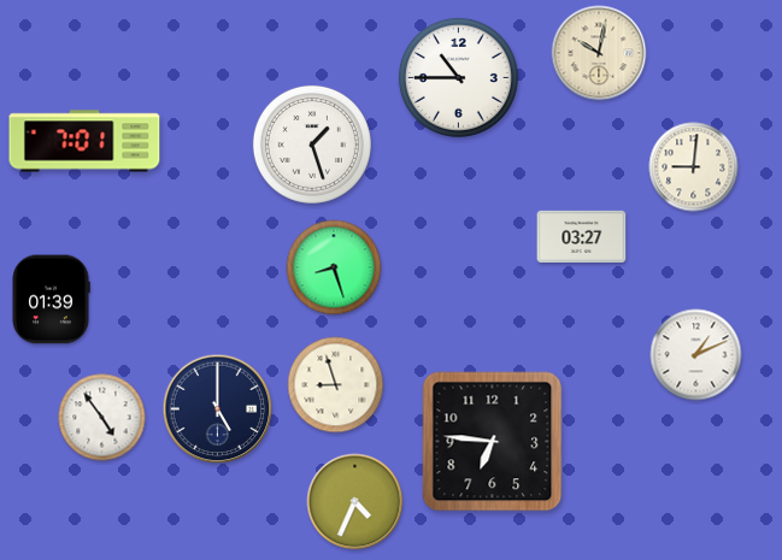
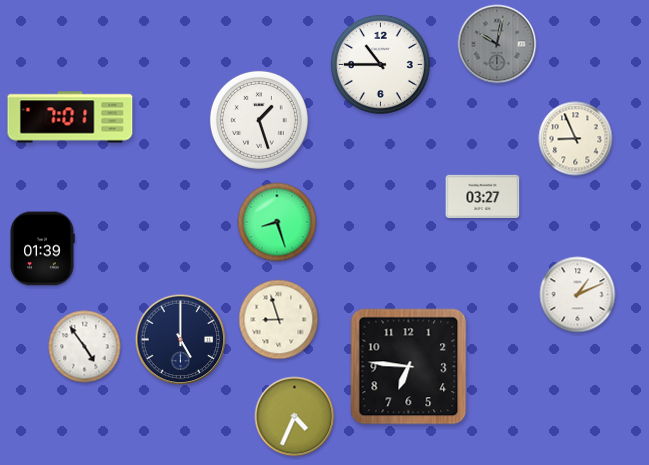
clock at (599, 53) dial: cream -> grey
clock at (694, 167): 9:01 -> 8:56
